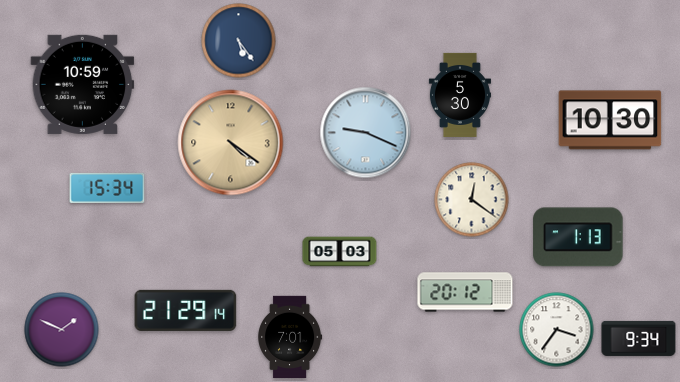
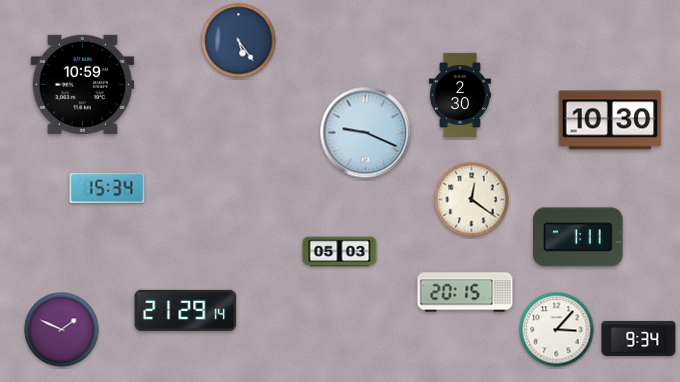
clock at (460, 95): 5:30 -> 2:30
clock at (231, 143): 4:21 -> none
clock at (578, 237): 1:13 -> 1:11
clock at (465, 292): 20:12 -> 20:15
clock at (557, 330): 3:36 -> 3:07
clock at (290, 337): 7:01 -> none
